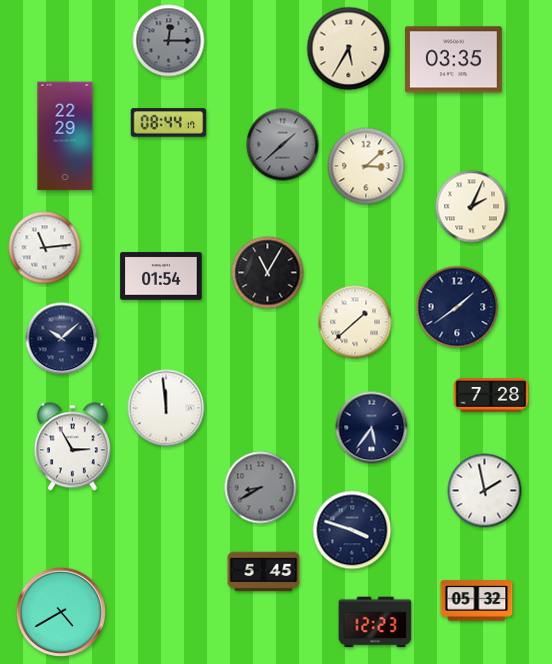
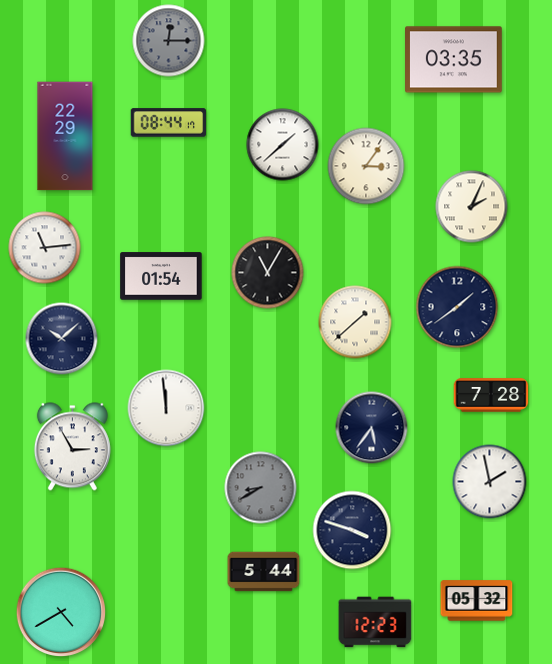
clock at (349, 49): 5:35 -> none
clock at (283, 145) dial: grey -> white
clock at (366, 166): 3:08 -> 3:06
clock at (485, 491) position: (485, 491) -> (490, 482)
clock at (264, 572): 5:45 -> 5:44
